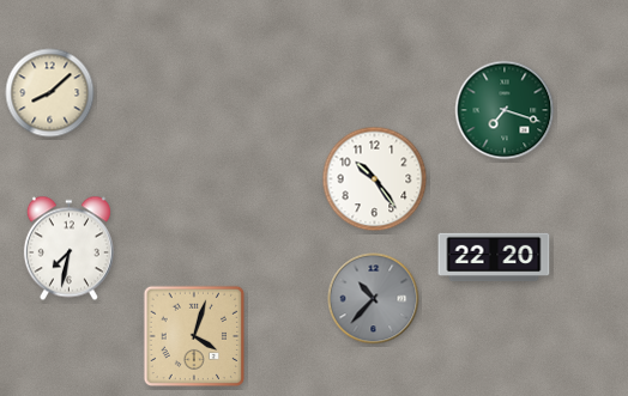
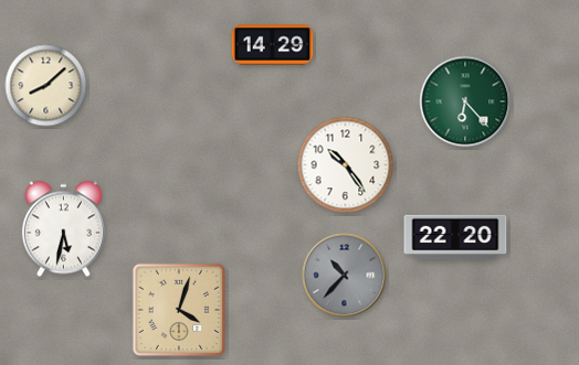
clock at (273, 45): none -> 14:29
clock at (505, 110): 7:18 -> 6:23
clock at (68, 249): 7:32 -> 5:32
